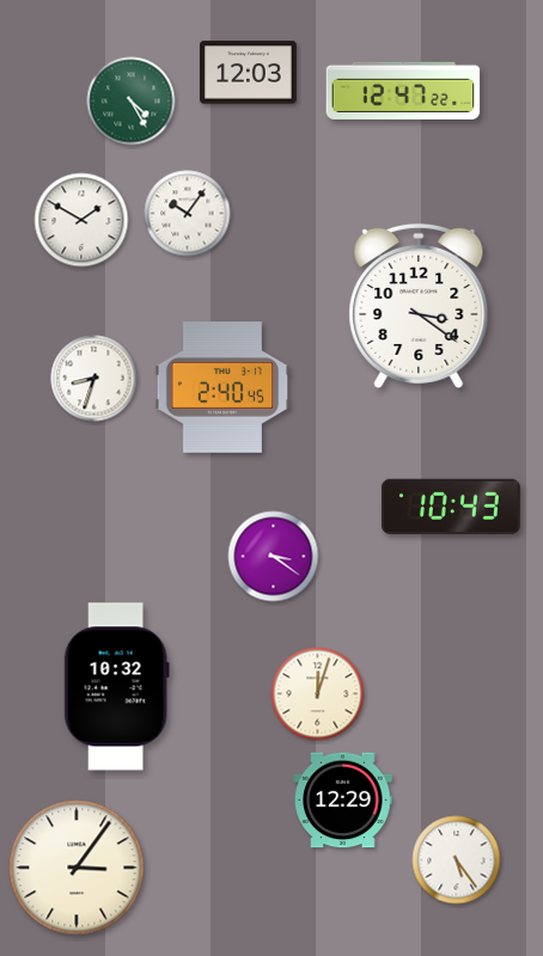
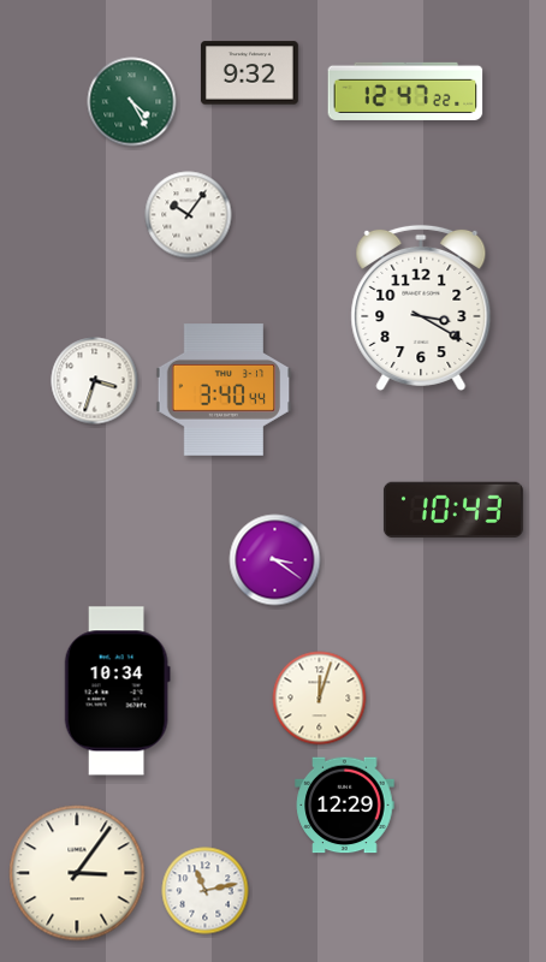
clock at (248, 73): 12:03 -> 9:32
clock at (81, 220): 1:50 -> none
clock at (419, 306): 3:21 -> 3:20
clock at (94, 379): 8:33 -> 3:33
clock at (222, 387): 2:40 -> 3:40
clock at (116, 687): 10:32 -> 10:34
clock at (457, 860): 5:24 -> none
clock at (206, 891): none -> 11:13
